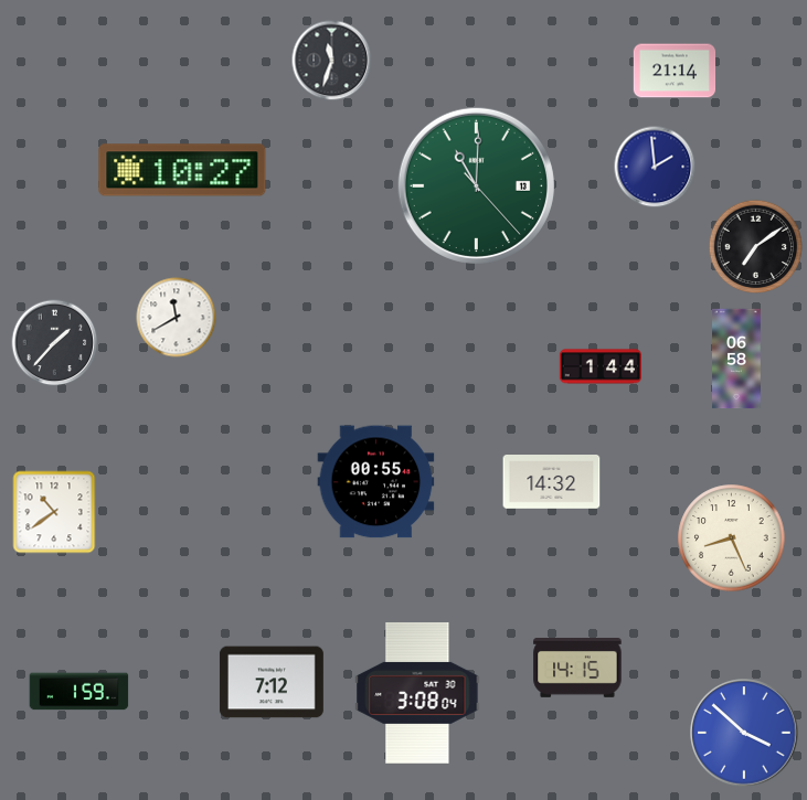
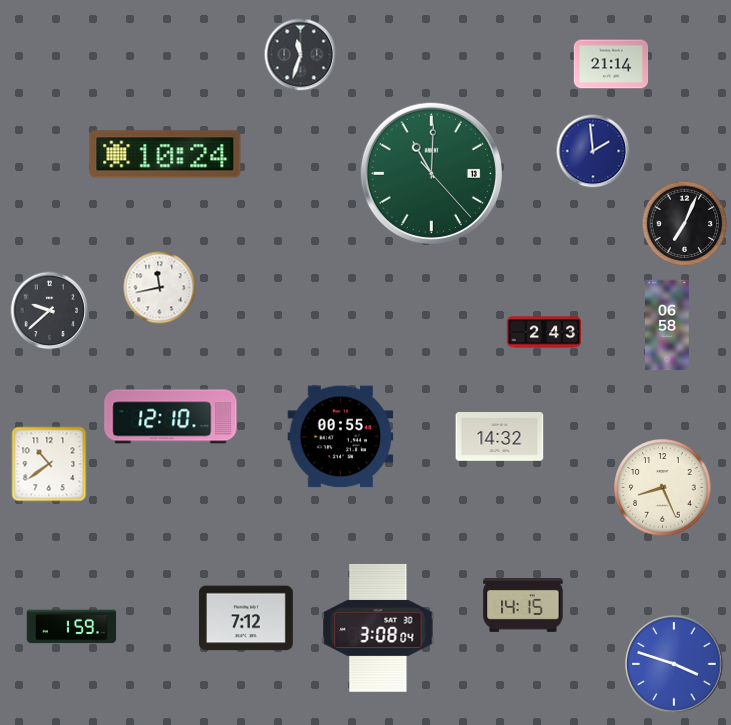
clock at (182, 170): 10:27 -> 10:24
clock at (476, 185) position: (476, 185) -> (431, 173)
clock at (756, 247): 7:09 -> 7:04
clock at (177, 318): 11:40 -> 11:43
clock at (55, 343): 1:37 -> 9:38
clock at (601, 366): 1:44 -> 2:43
clock at (171, 417): none -> 12:10
clock at (744, 733): 3:52 -> 3:48
